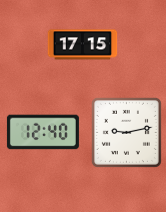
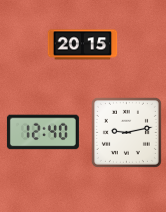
clock at (83, 45): 17:15 -> 20:15
